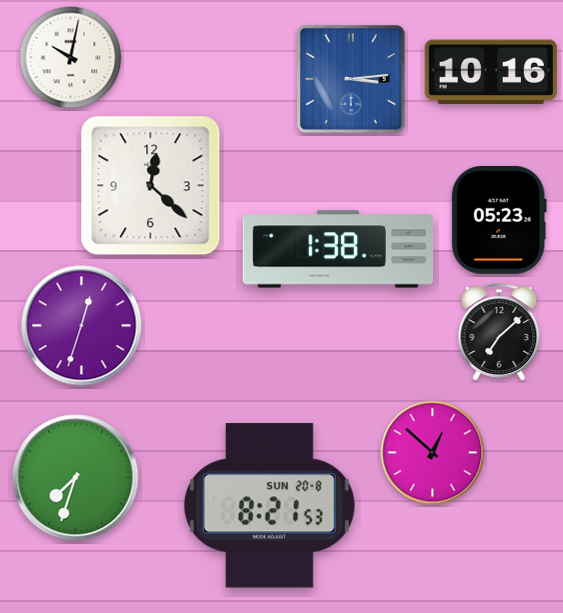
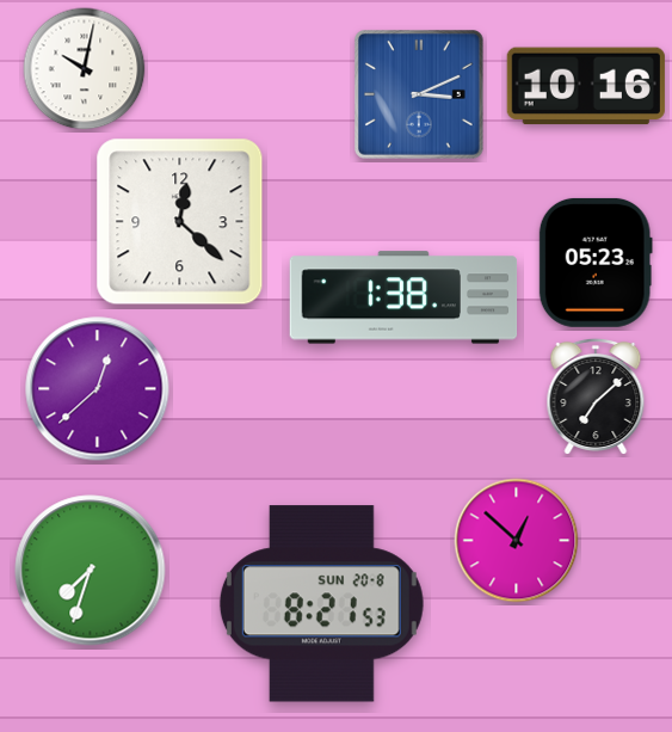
clock at (352, 80): 3:14 -> 3:11
clock at (82, 326): 12:33 -> 12:38
